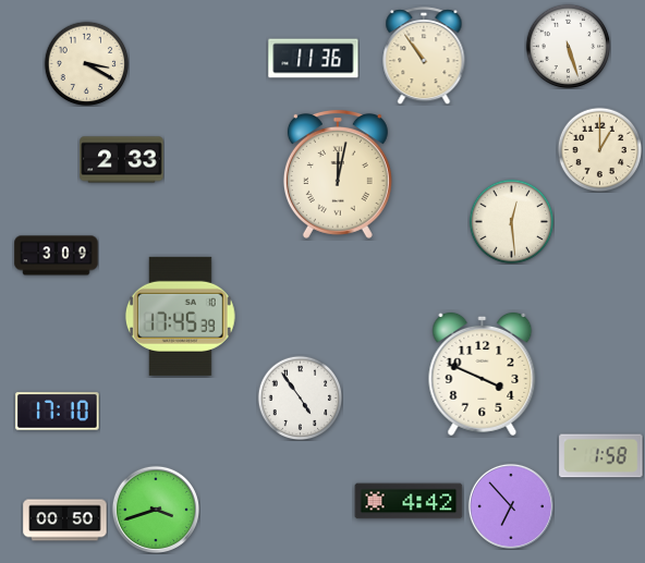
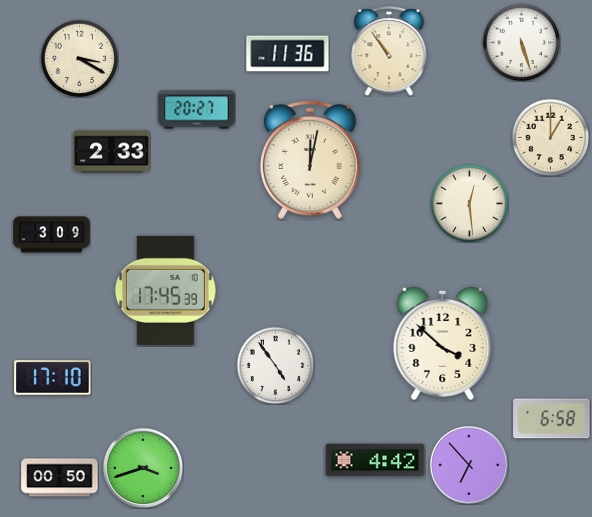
clock at (197, 110): none -> 20:27
clock at (122, 160) position: (122, 160) -> (112, 152)
clock at (483, 374): 3:49 -> 3:52
clock at (601, 456): 1:58 -> 6:58
